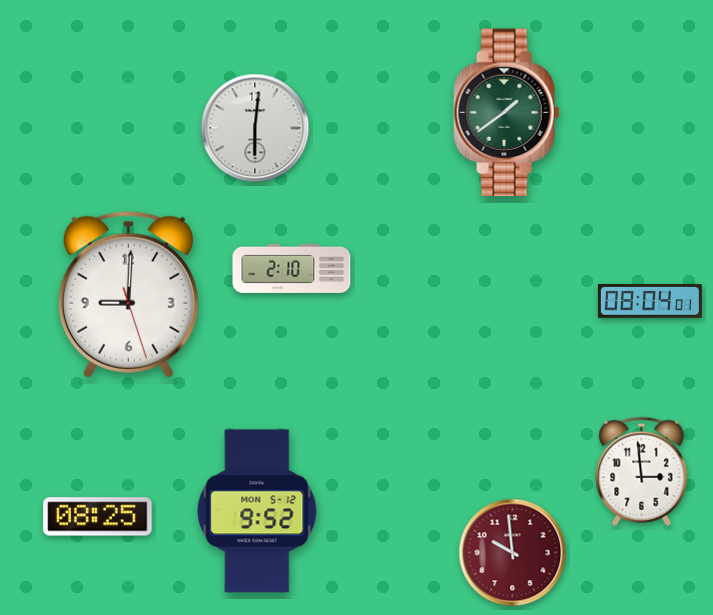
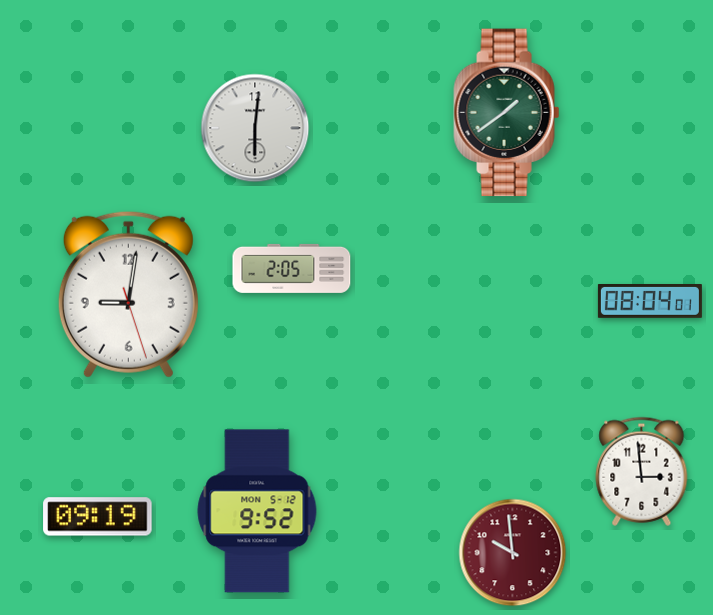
clock at (292, 268): 2:10 -> 2:05
clock at (128, 294): 9:00 -> 9:01
clock at (98, 517): 08:25 -> 09:19
